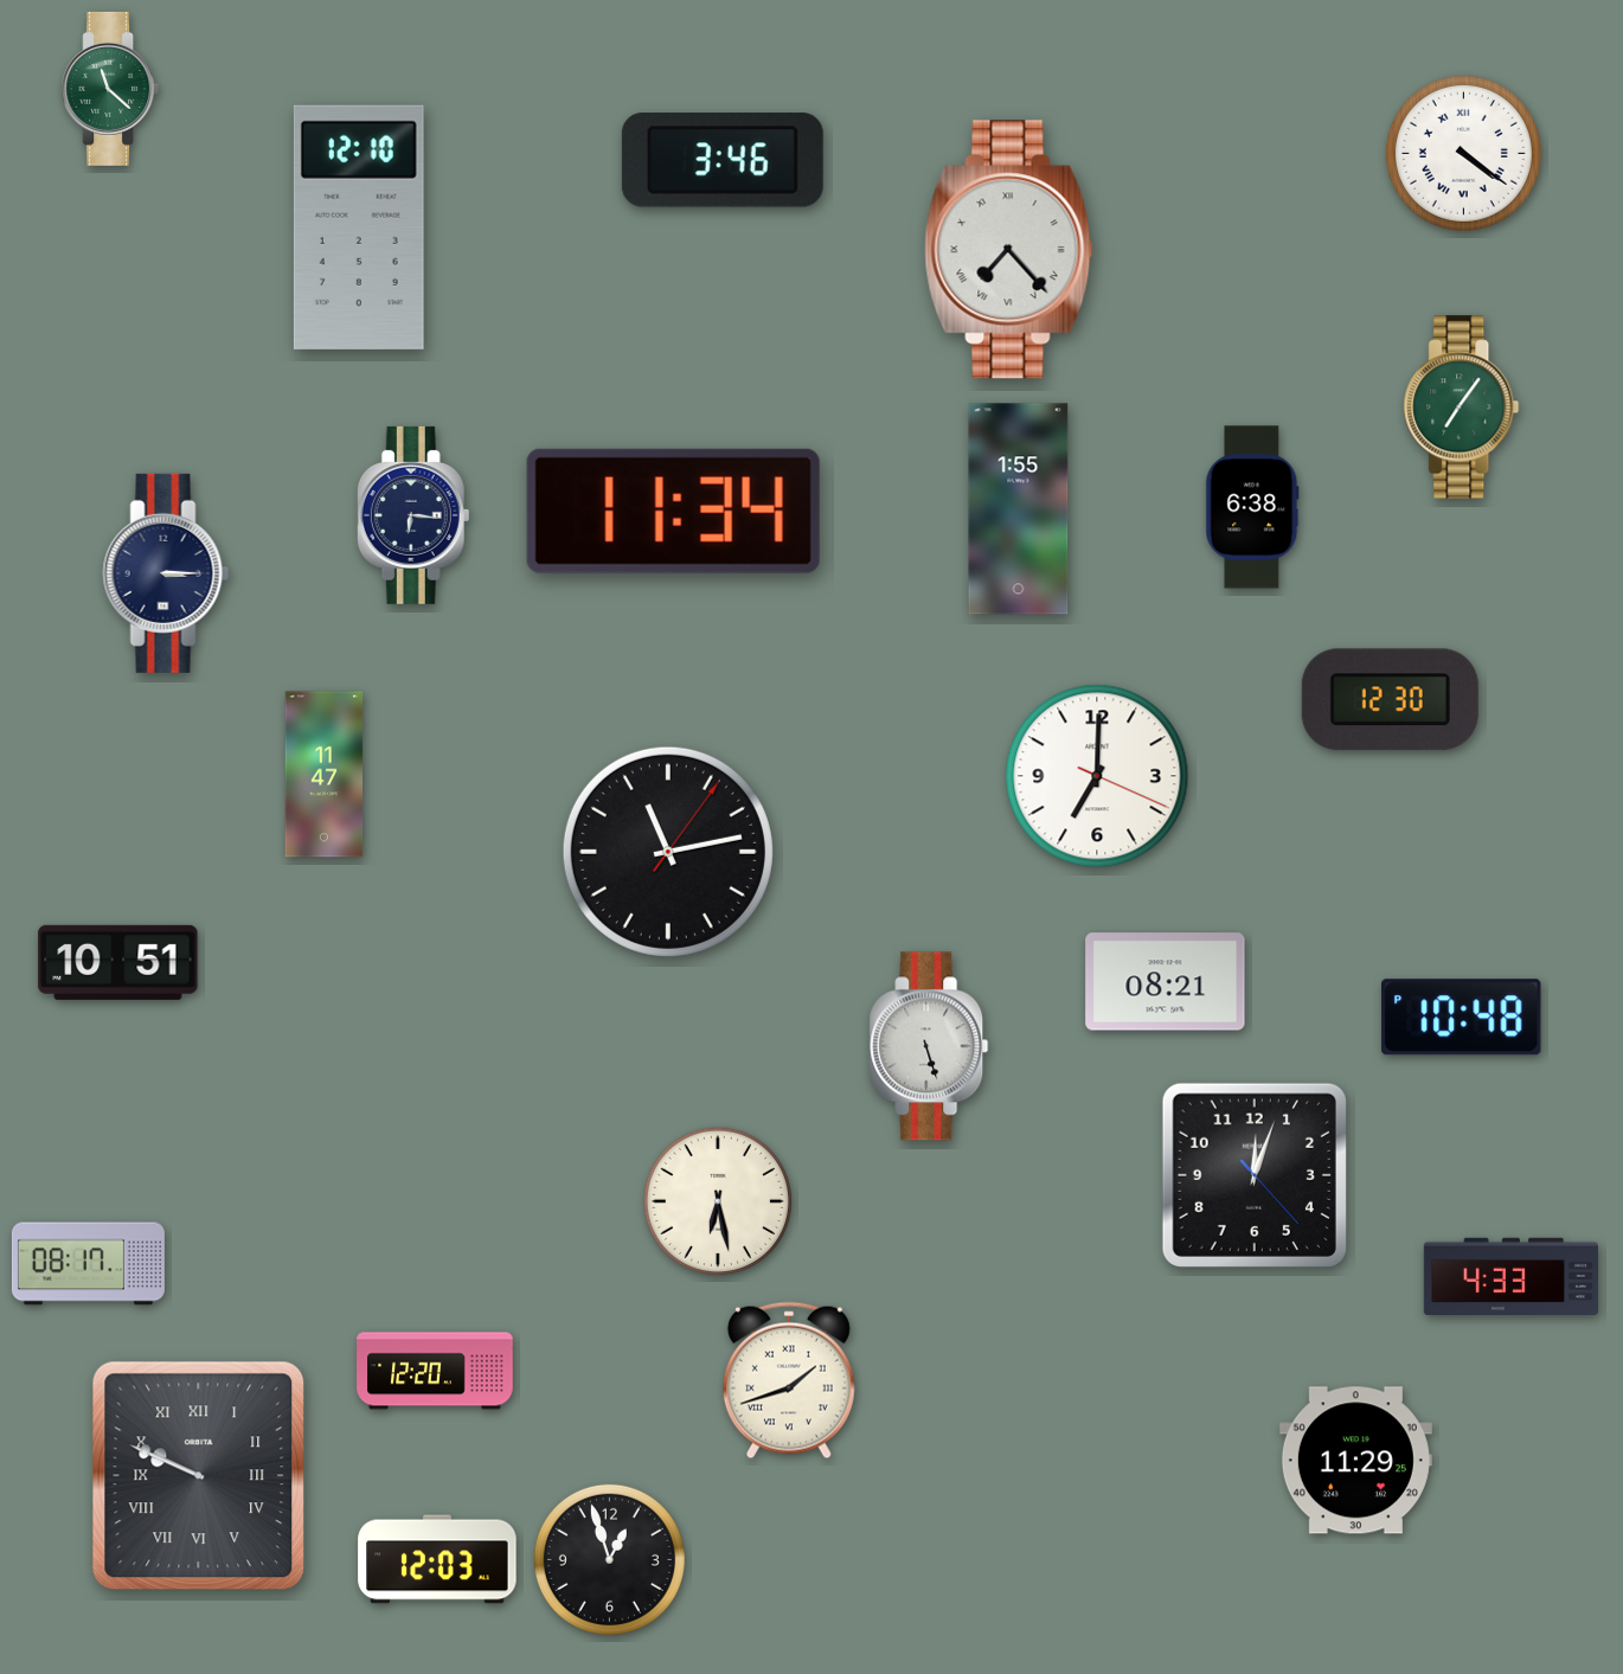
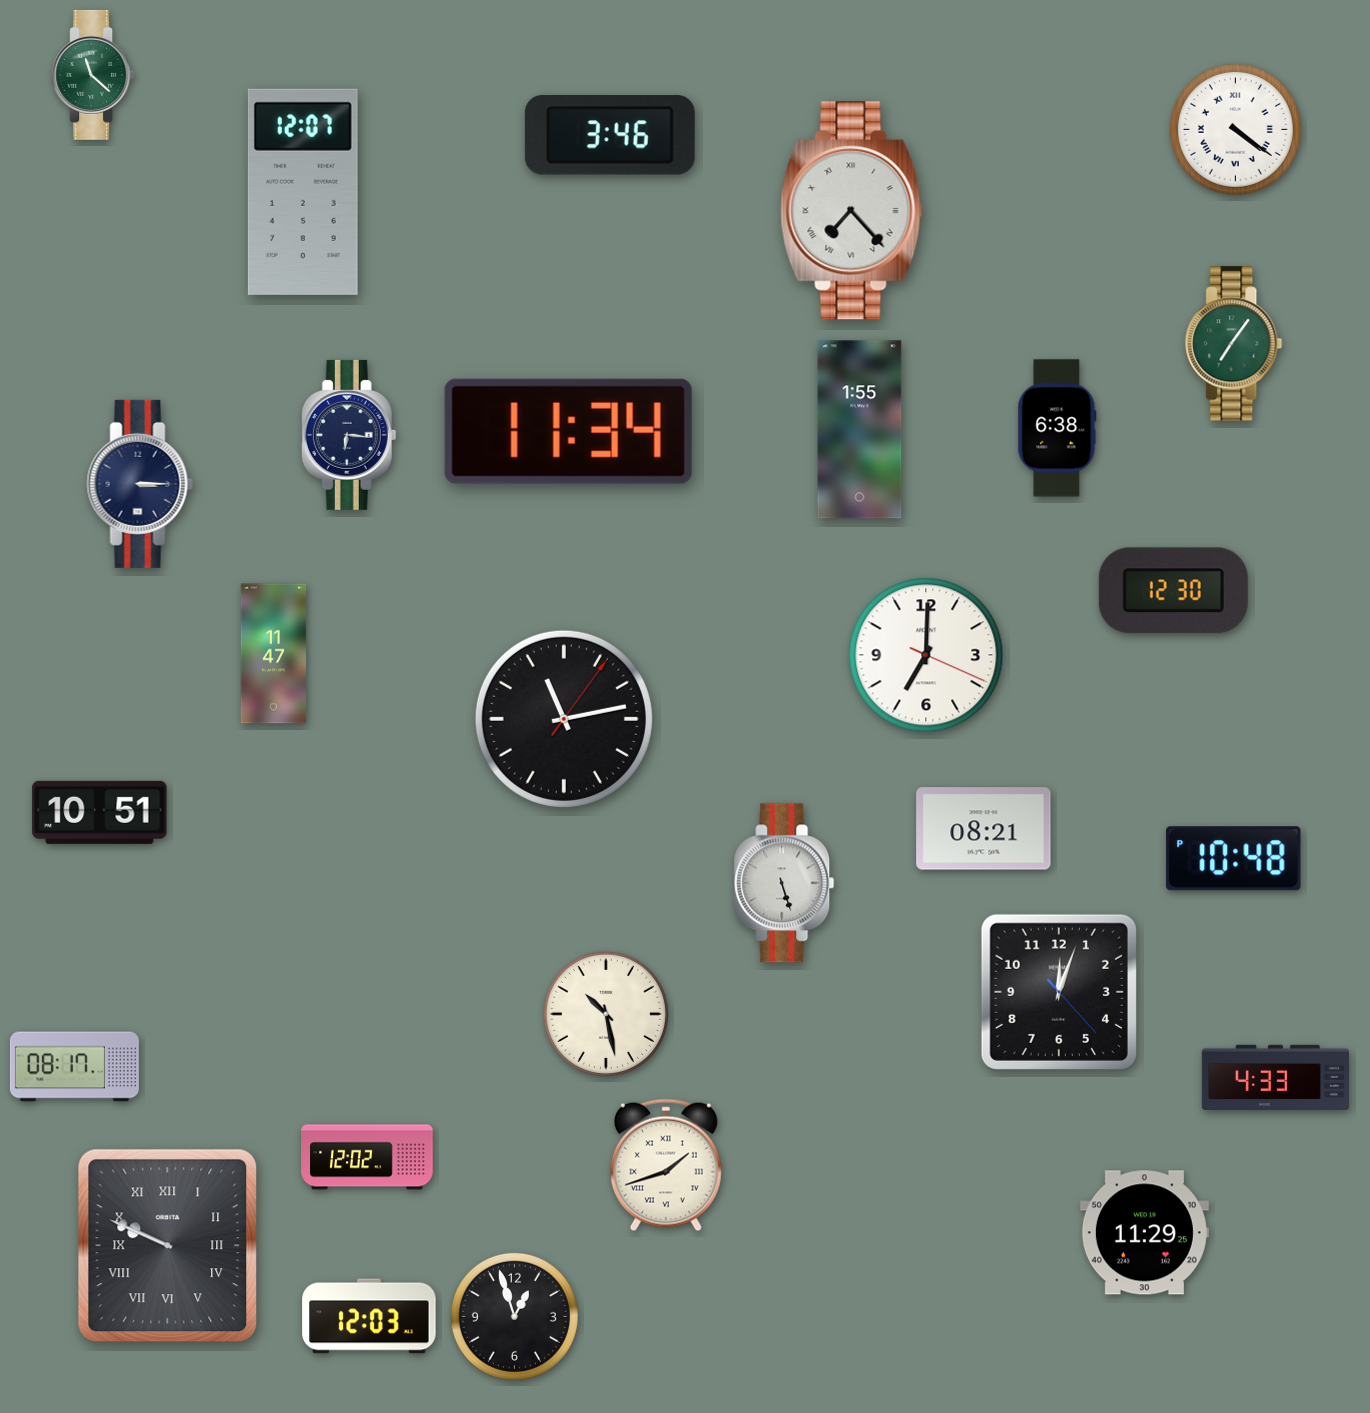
clock at (359, 227): 12:10 -> 12:07
clock at (718, 1201): 6:28 -> 10:28
clock at (435, 1371): 12:20 -> 12:02
